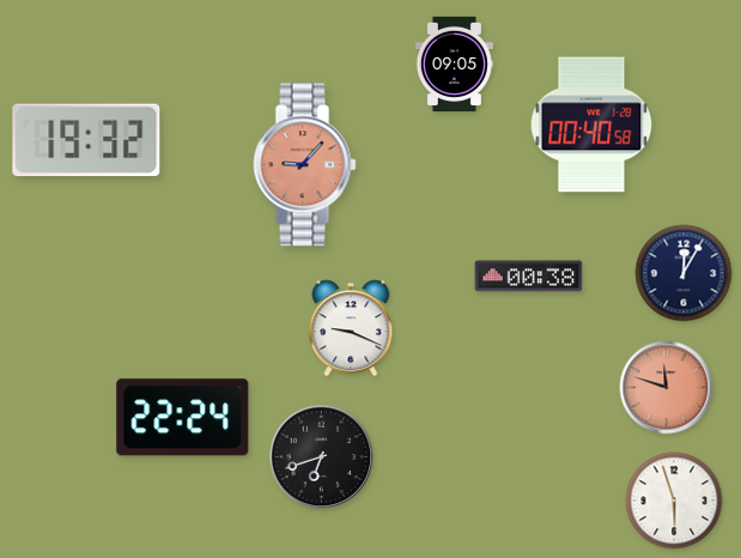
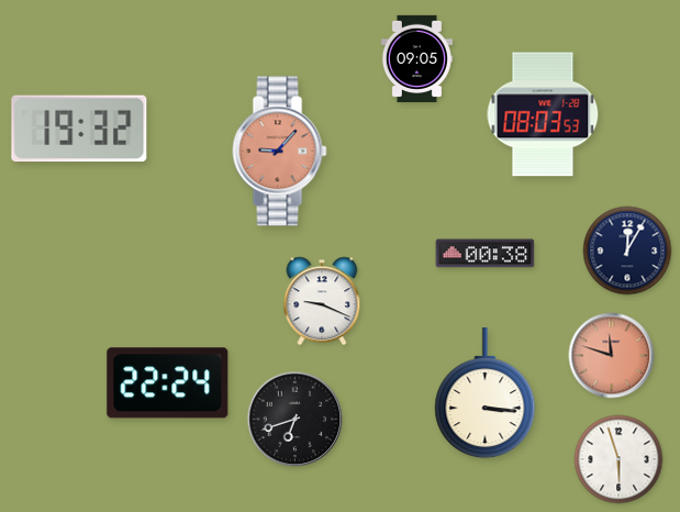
clock at (591, 125): 00:40 -> 08:03
clock at (486, 393): none -> 3:16
